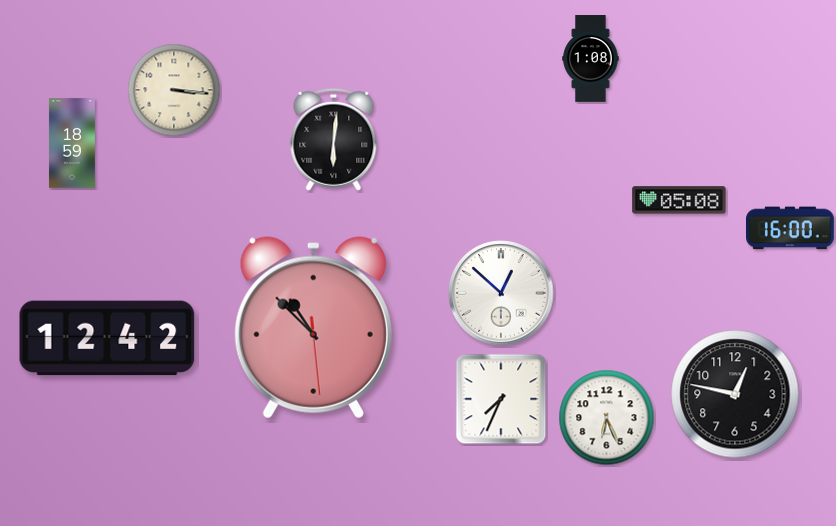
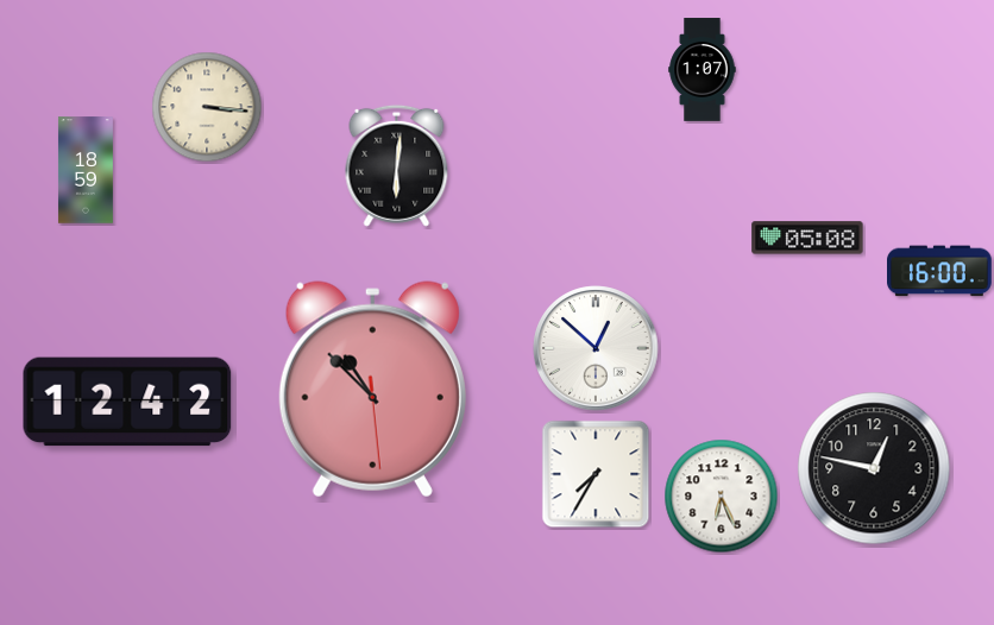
clock at (591, 59): 1:08 -> 1:07
clock at (501, 399): 7:34 -> 7:35
